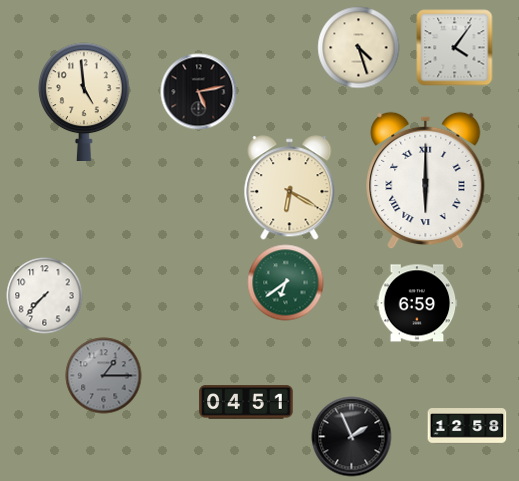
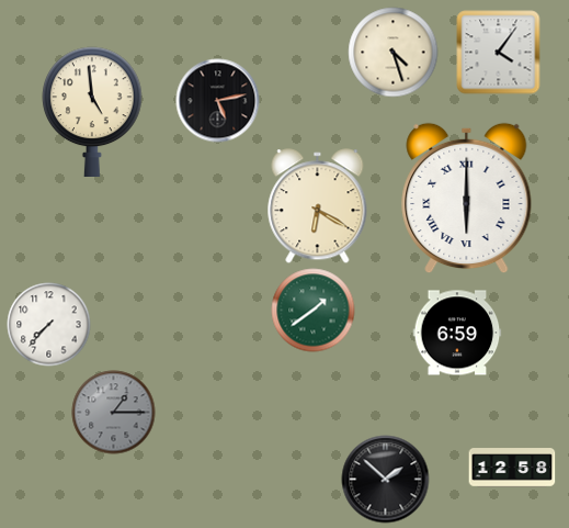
clock at (286, 283): 6:39 -> 1:39
clock at (246, 402): 04:51 -> none
clock at (352, 437): 1:56 -> 1:52
